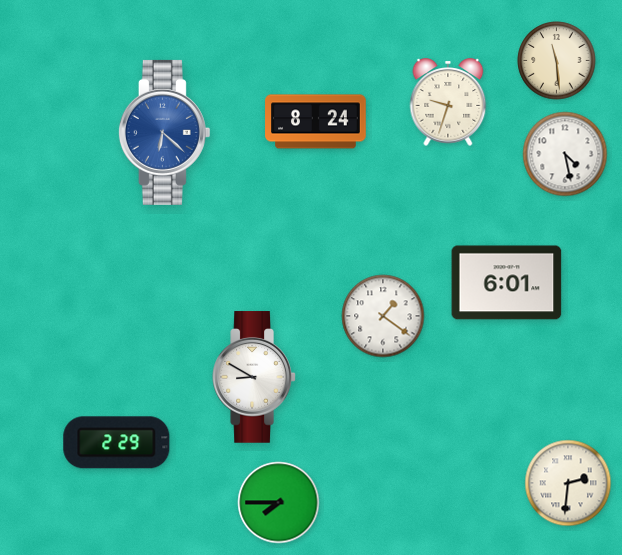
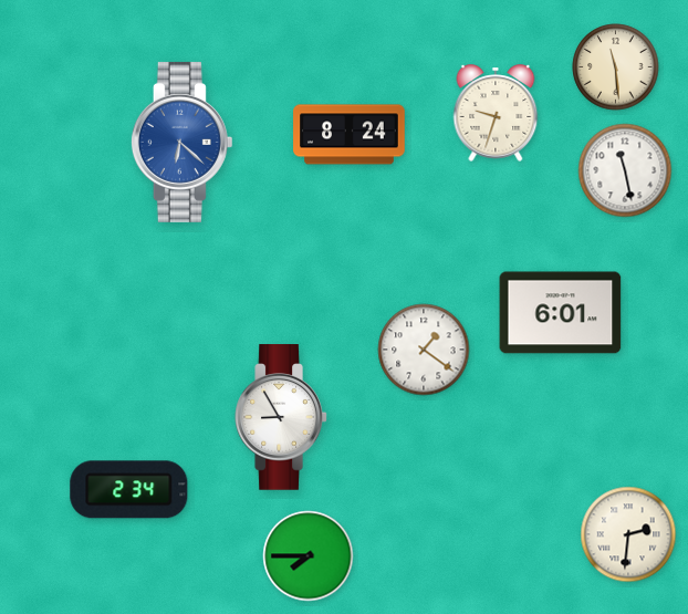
clock at (164, 132) position: (164, 132) -> (181, 142)
clock at (565, 154): 4:28 -> 11:28
clock at (254, 377): 8:50 -> 8:55
clock at (117, 443): 2:29 -> 2:34
